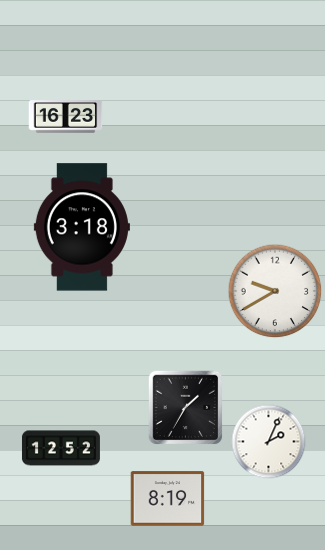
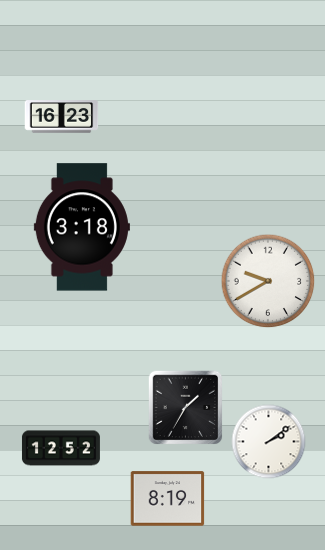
clock at (66, 117) position: (66, 117) -> (62, 117)
clock at (275, 291) position: (275, 291) -> (268, 281)
clock at (269, 442): 2:04 -> 2:09
